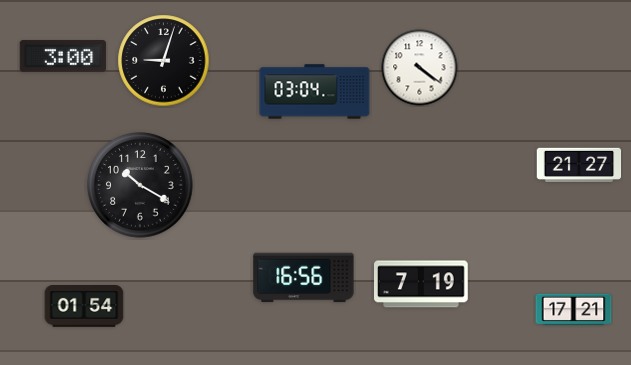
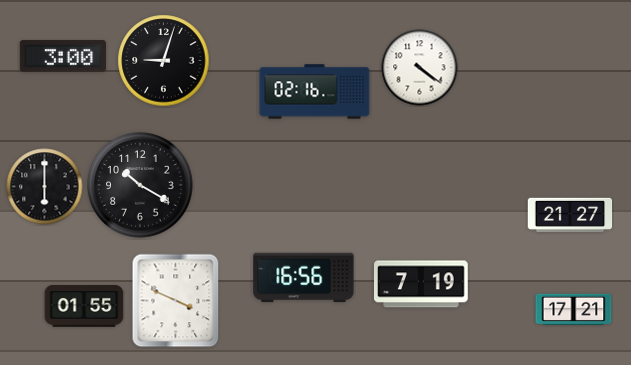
clock at (315, 92): 03:04 -> 02:16
clock at (579, 164) position: (579, 164) -> (570, 214)
clock at (45, 187): none -> 6:00
clock at (176, 301): none -> 3:49
clock at (84, 307): 01:54 -> 01:55
